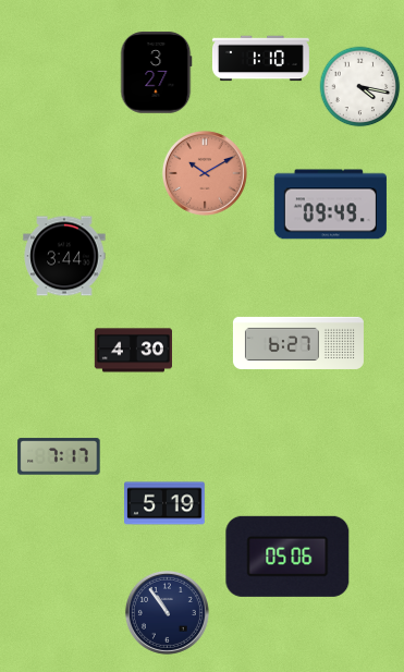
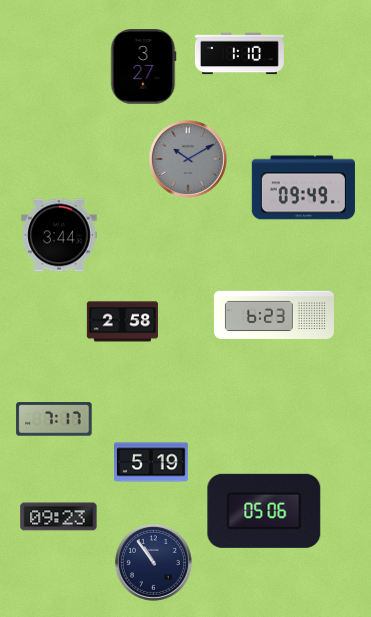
clock at (360, 87): 4:17 -> none
clock at (205, 173) dial: salmon -> grey
clock at (298, 343): 6:27 -> 6:23
clock at (133, 351): 4:30 -> 2:58
clock at (59, 517): none -> 09:23
